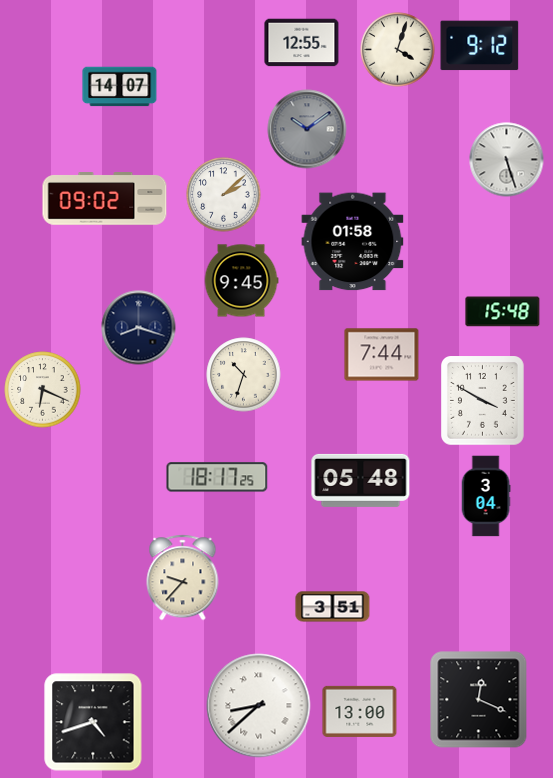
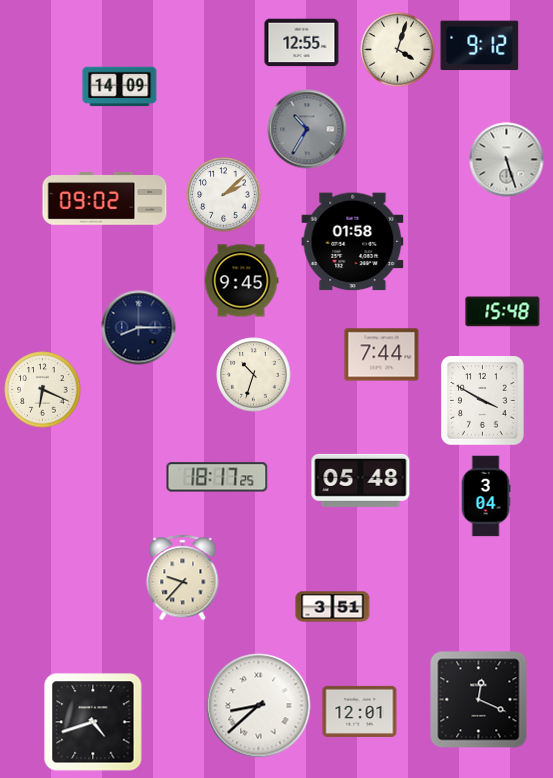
clock at (120, 87): 14:07 -> 14:09
clock at (307, 129): 10:09 -> 10:35
clock at (139, 328): 8:18 -> 8:15
clock at (244, 375) position: (244, 375) -> (254, 375)
clock at (360, 711): 13:00 -> 12:01
